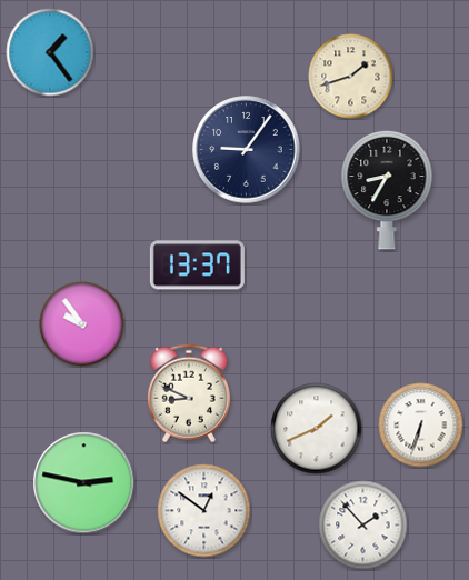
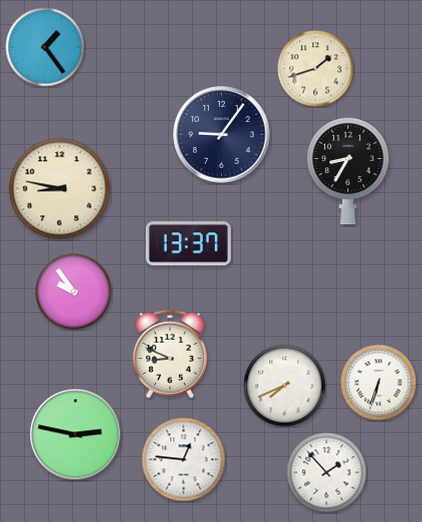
clock at (60, 189): none -> 8:47
clock at (197, 266) position: (197, 266) -> (188, 244)
clock at (317, 429): 1:41 -> 7:41
clock at (204, 511): 12:51 -> 12:46
